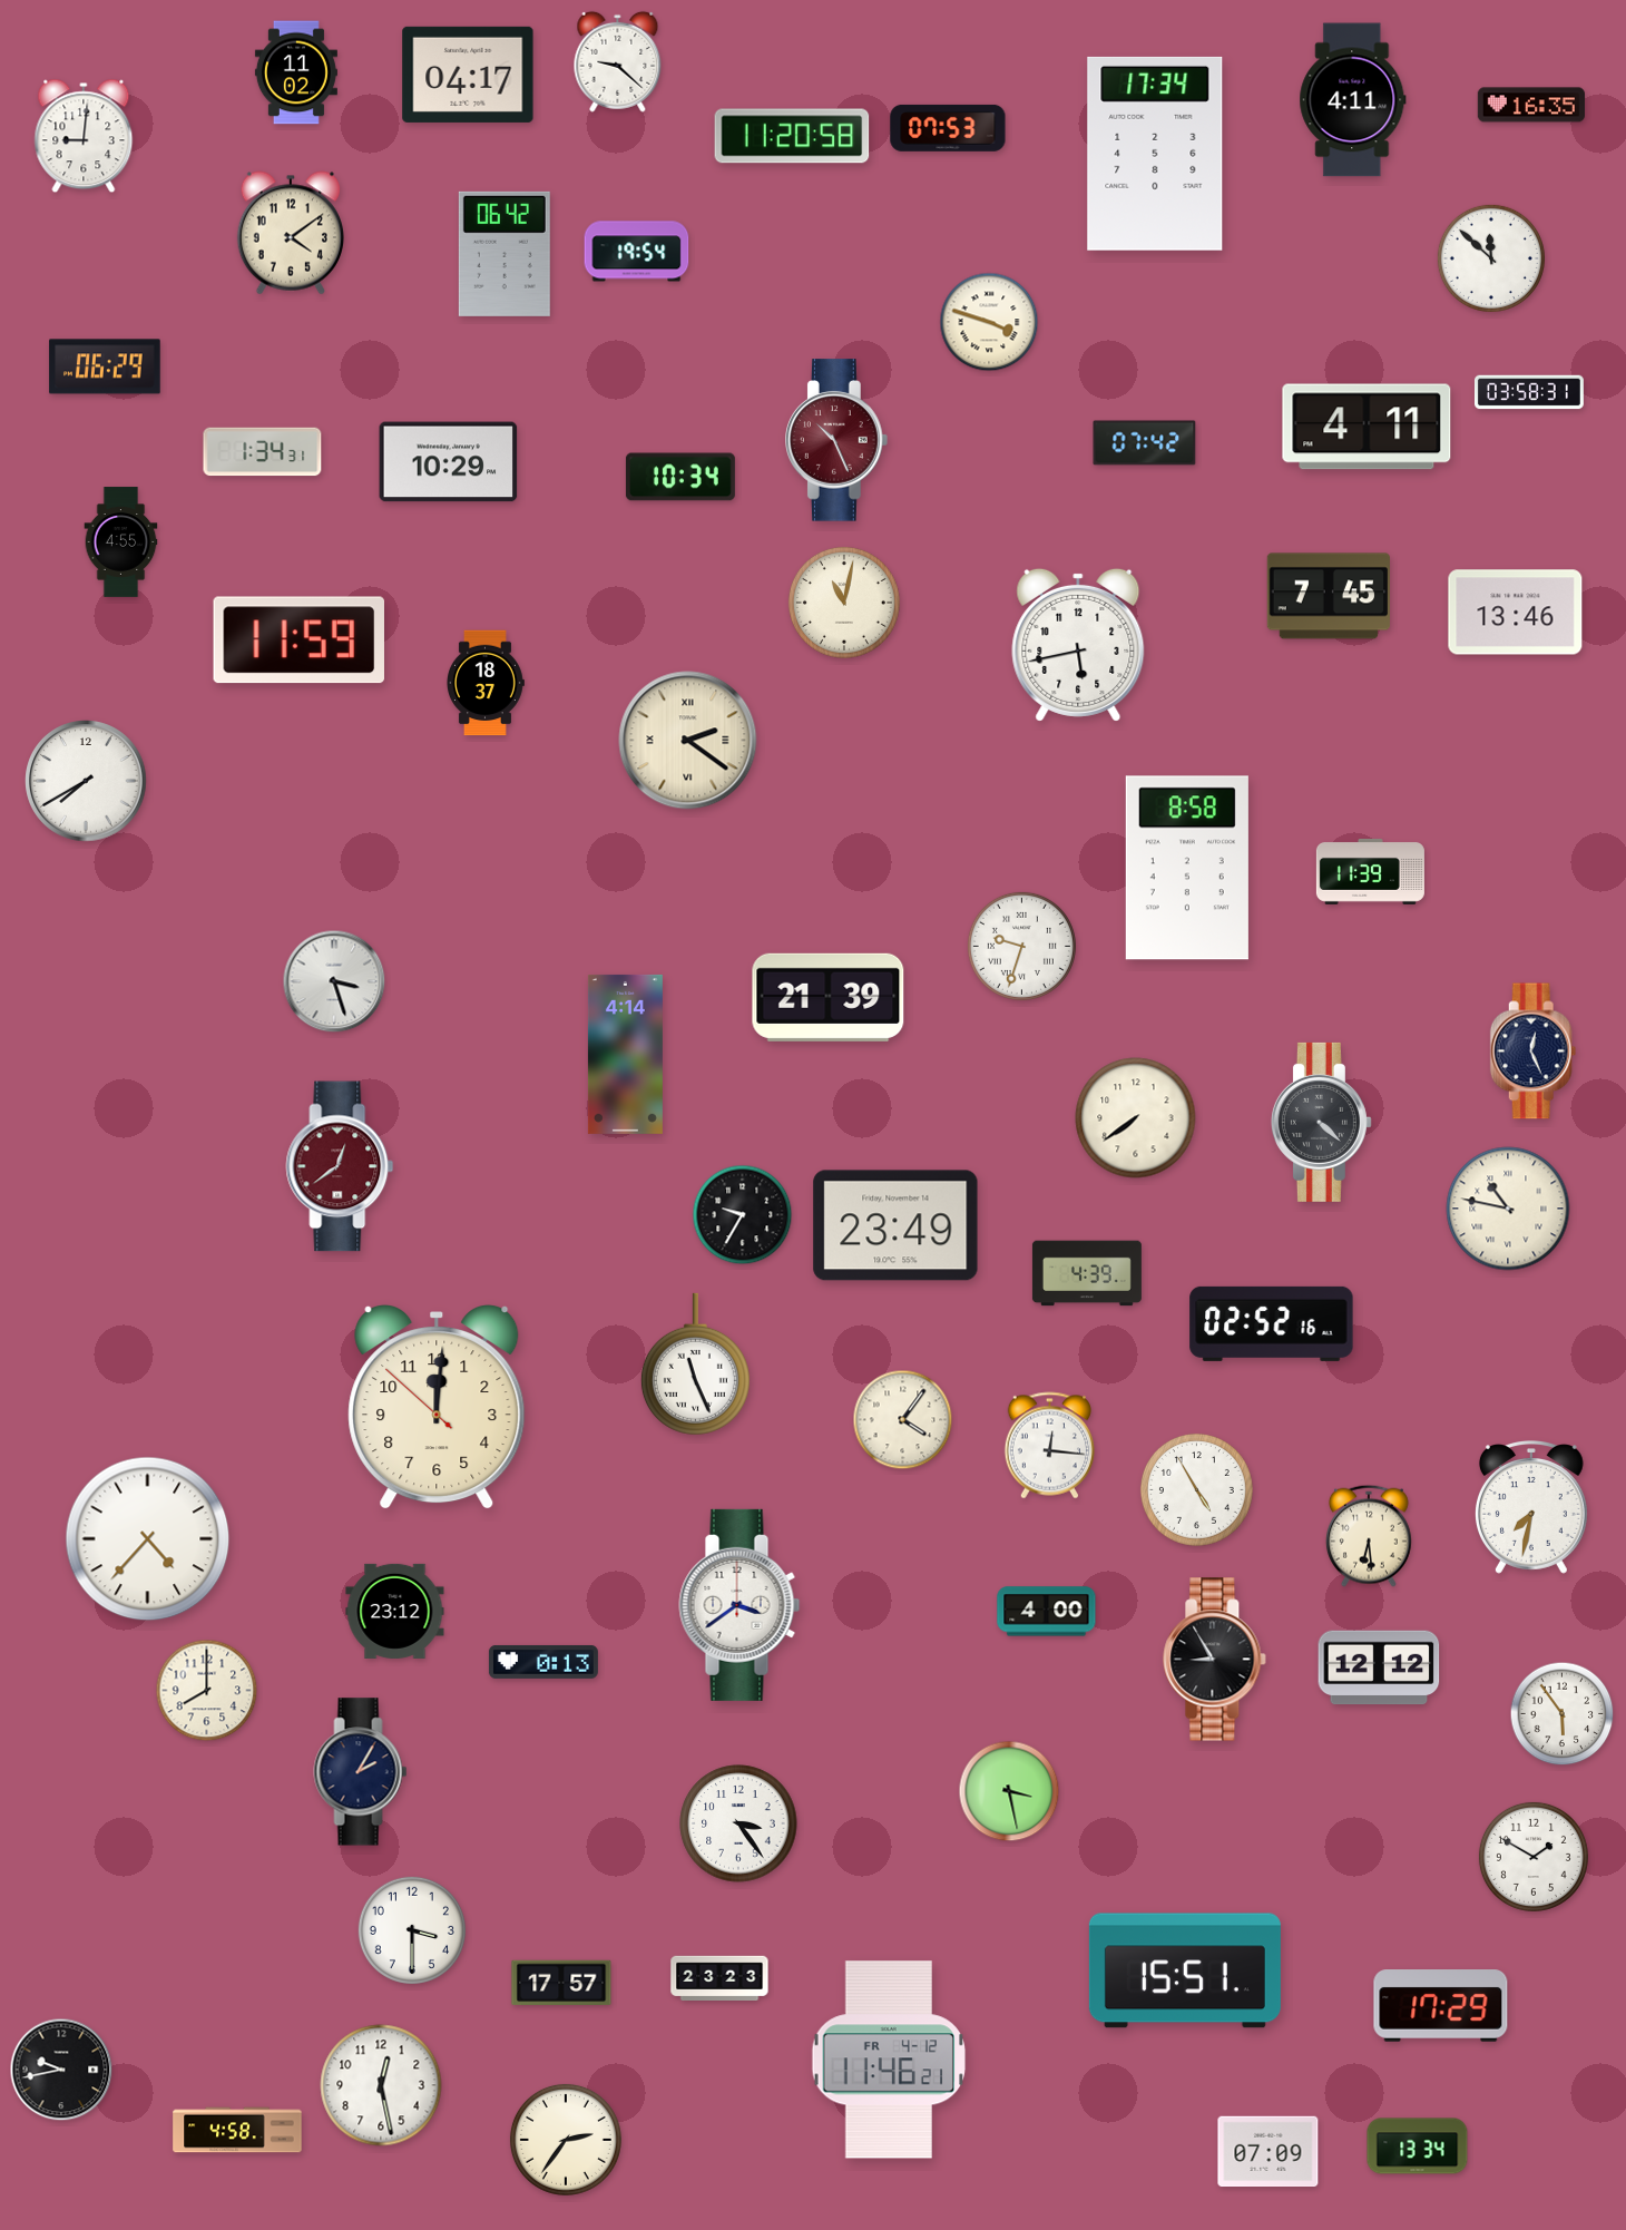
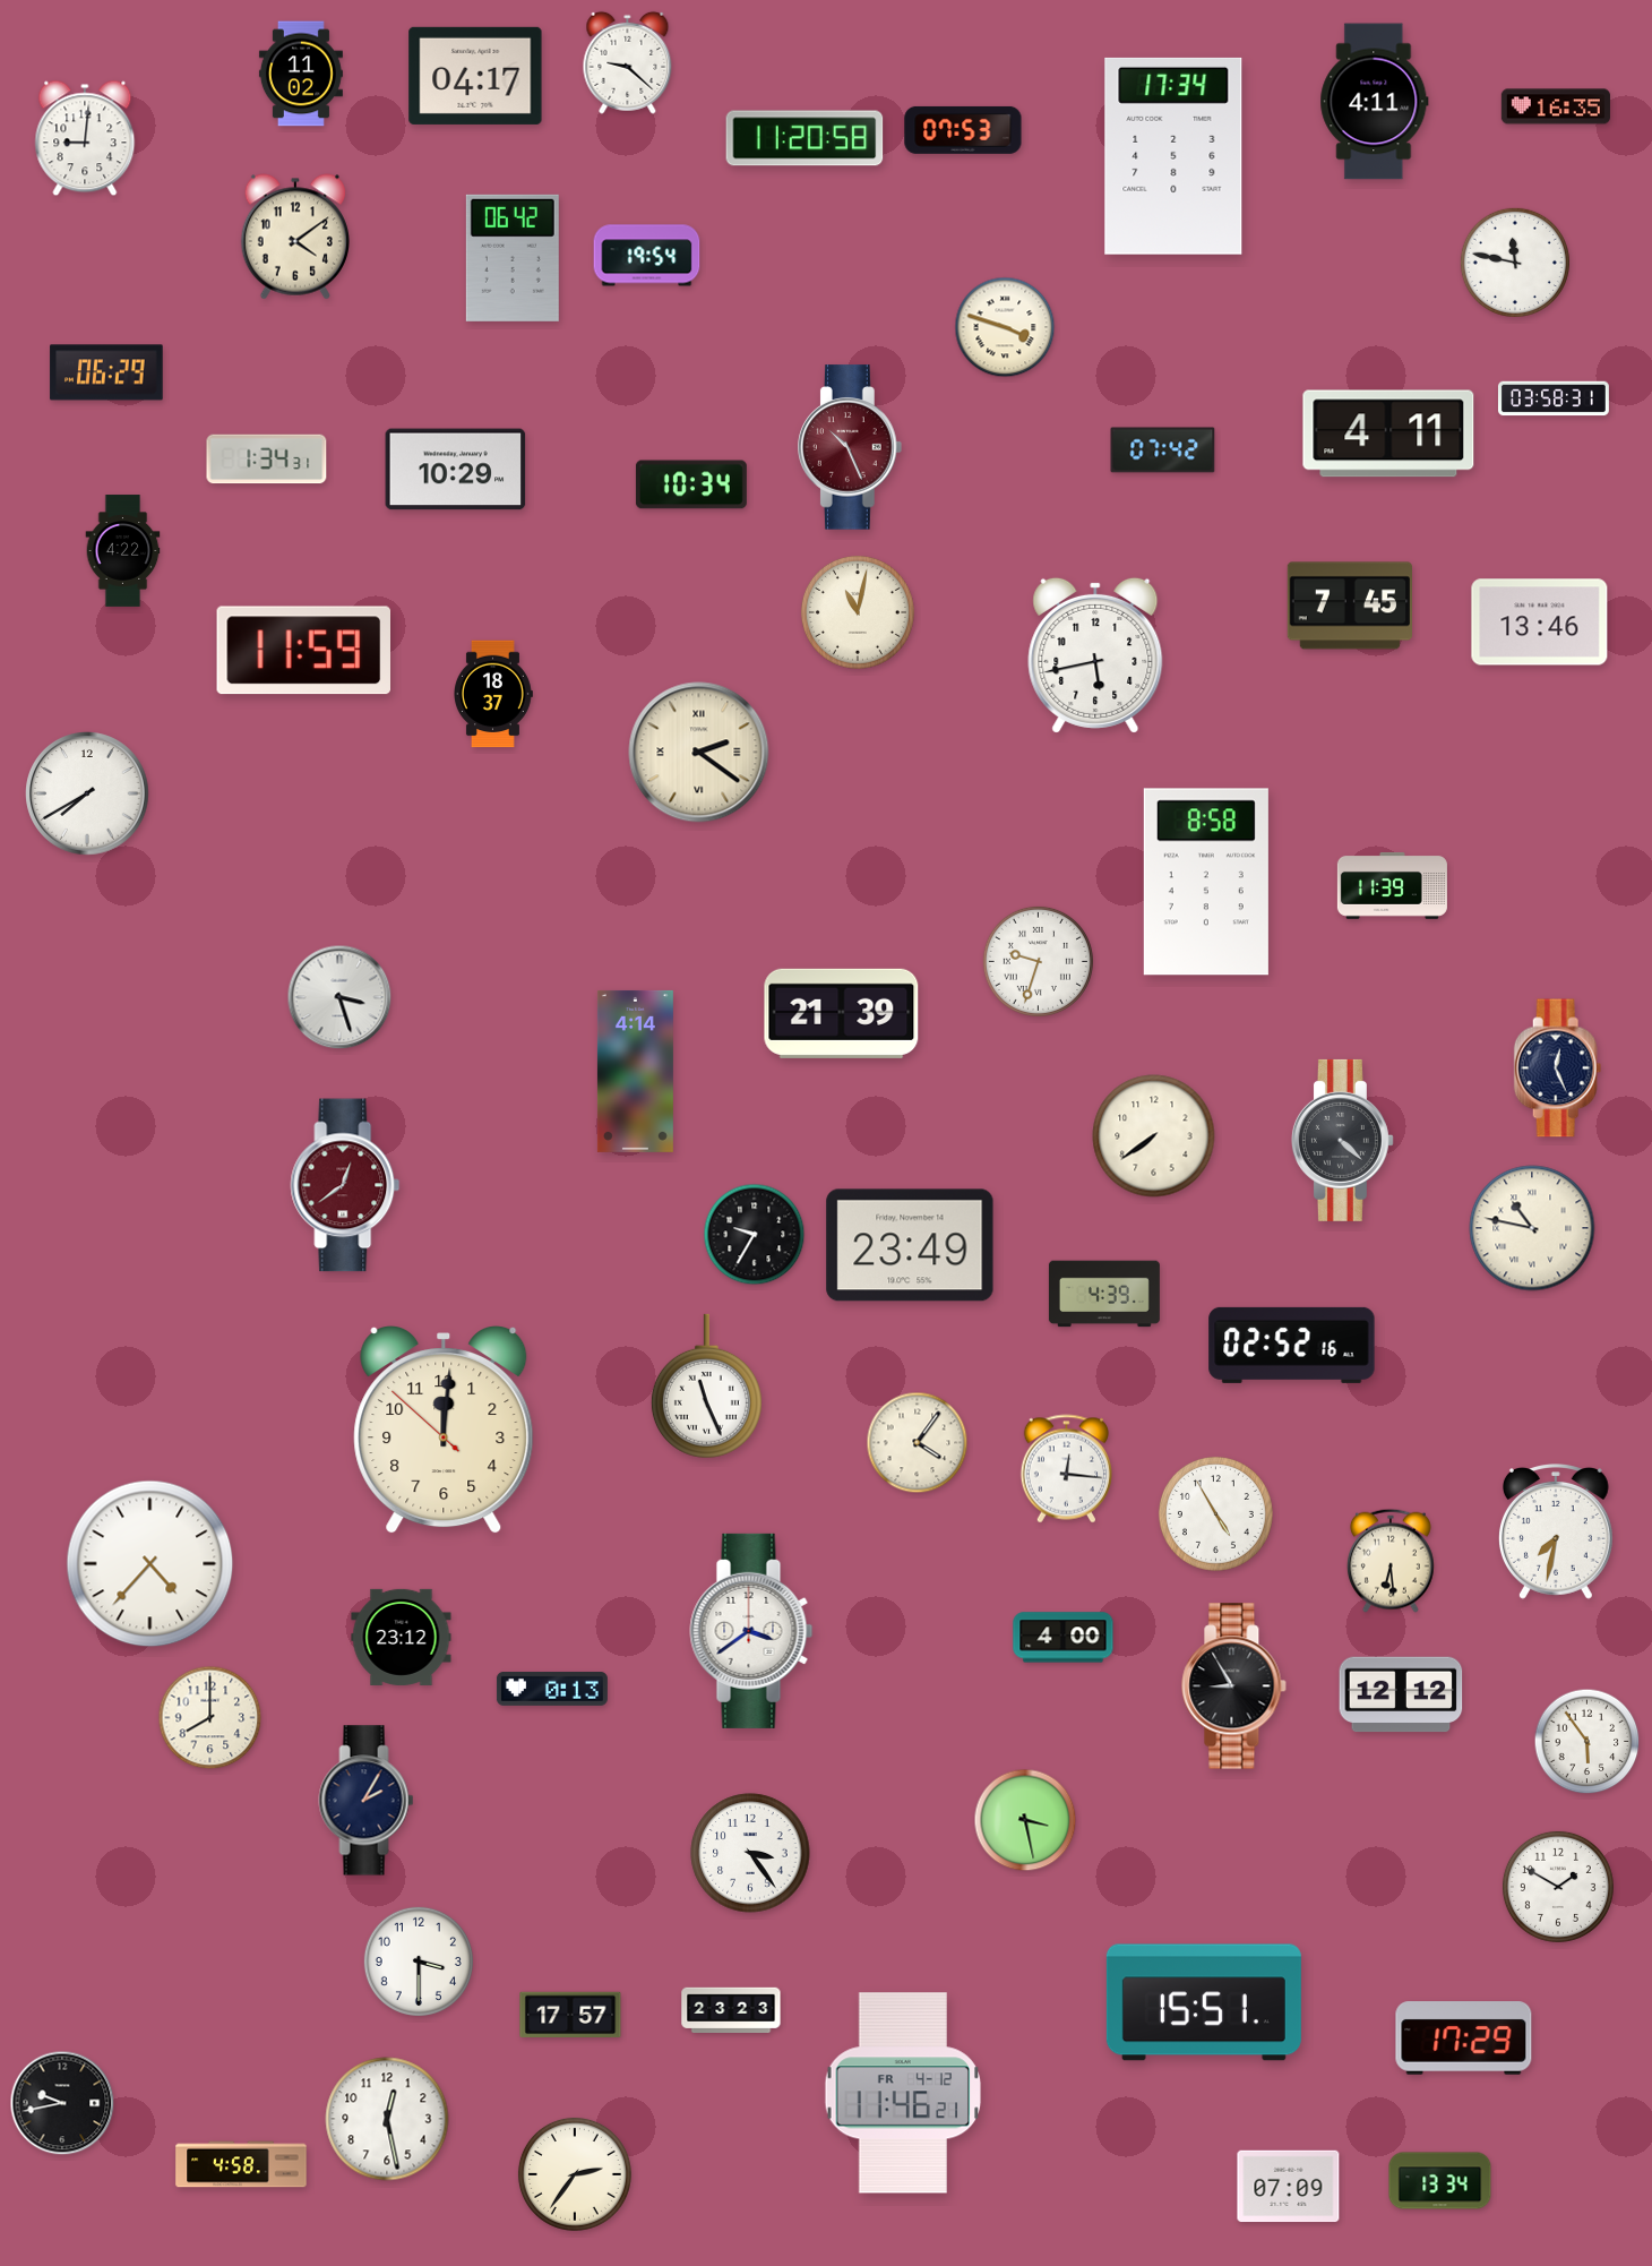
clock at (1491, 258): 11:52 -> 11:47
clock at (121, 542): 4:55 -> 4:22
